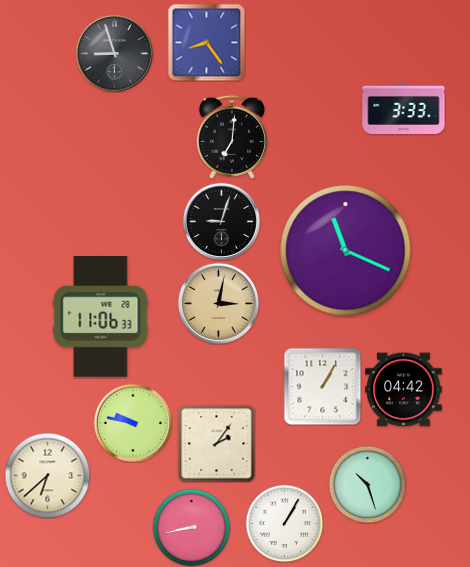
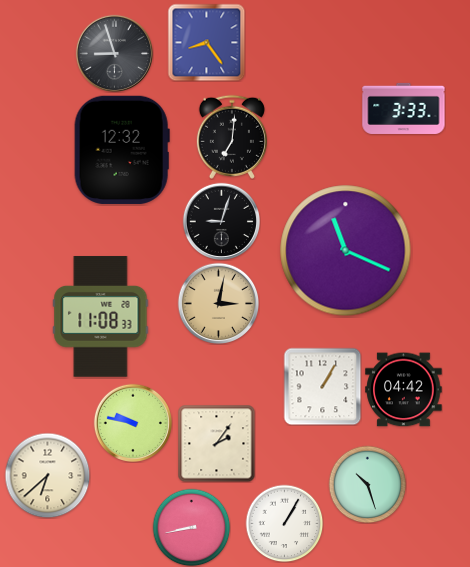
clock at (122, 150): none -> 12:32
clock at (101, 317): 11:06 -> 11:08
